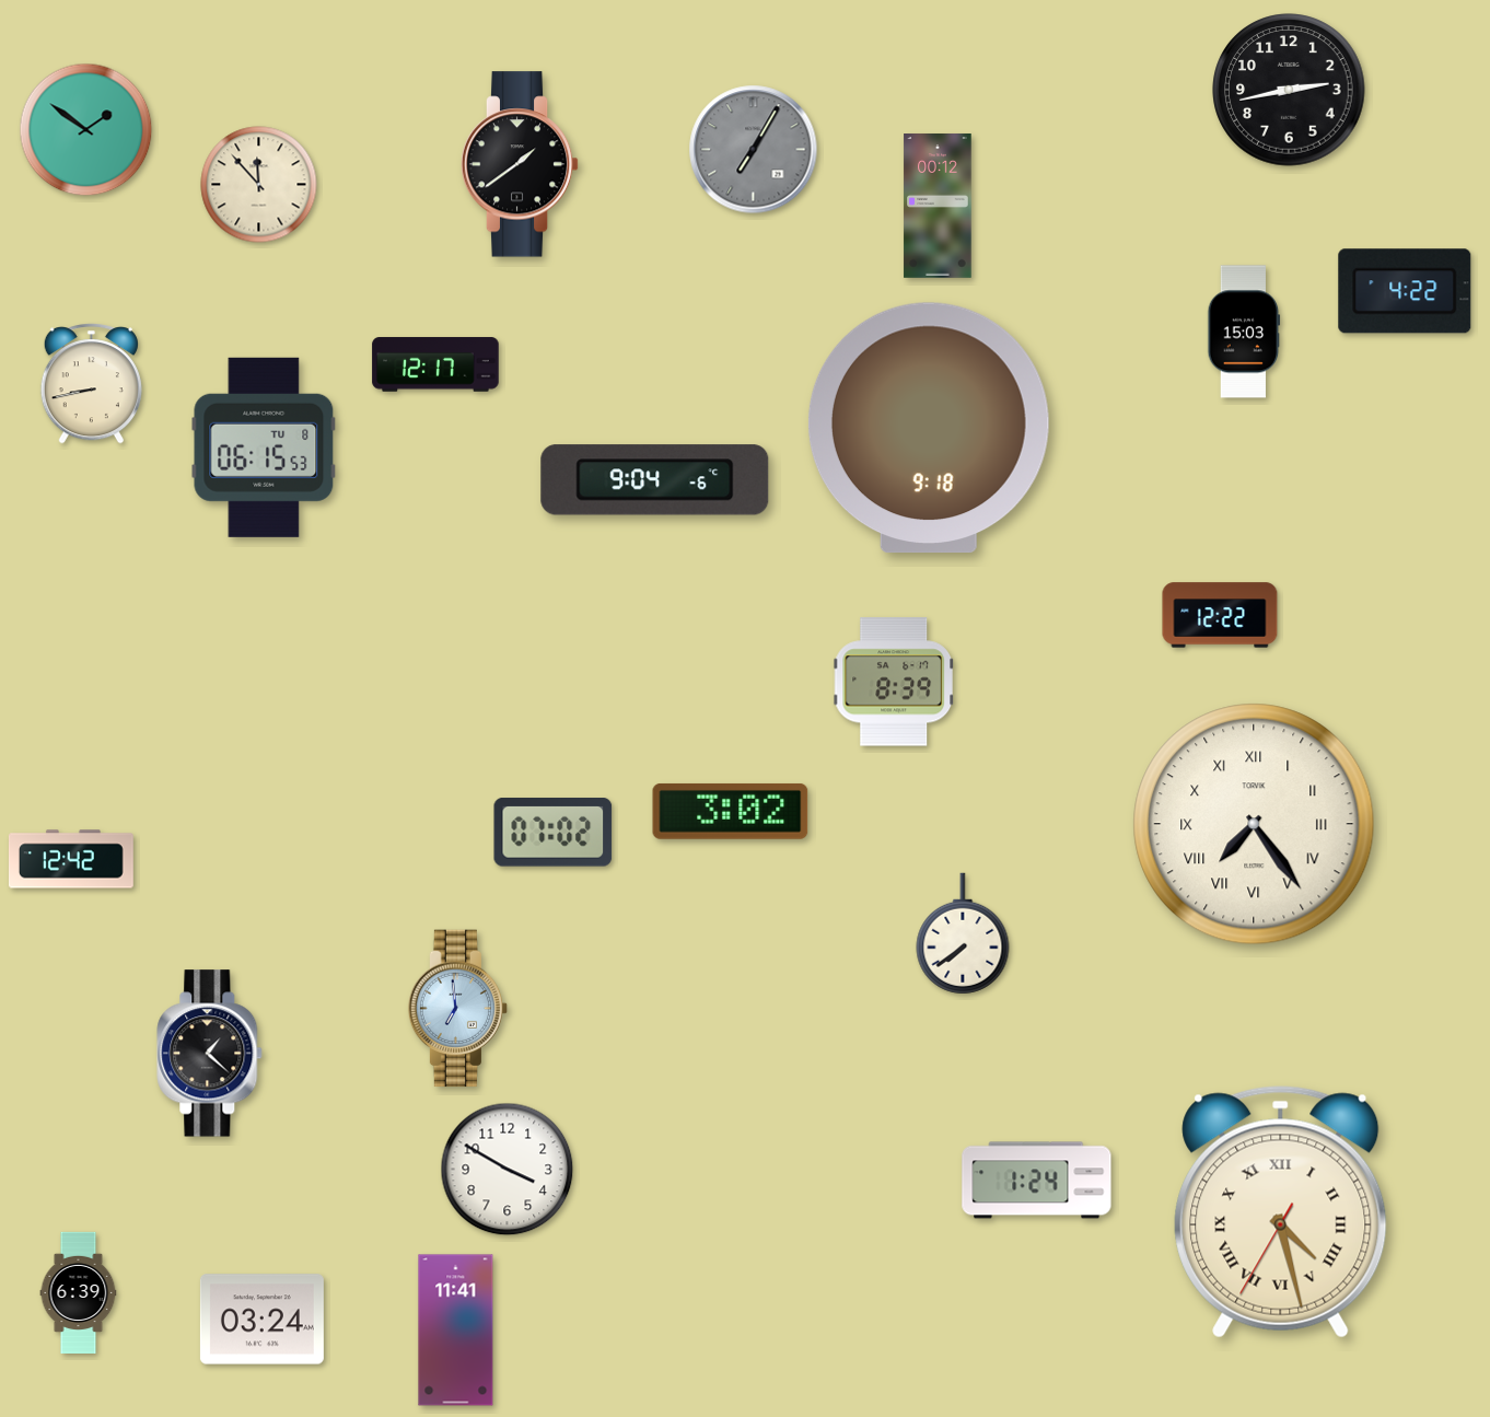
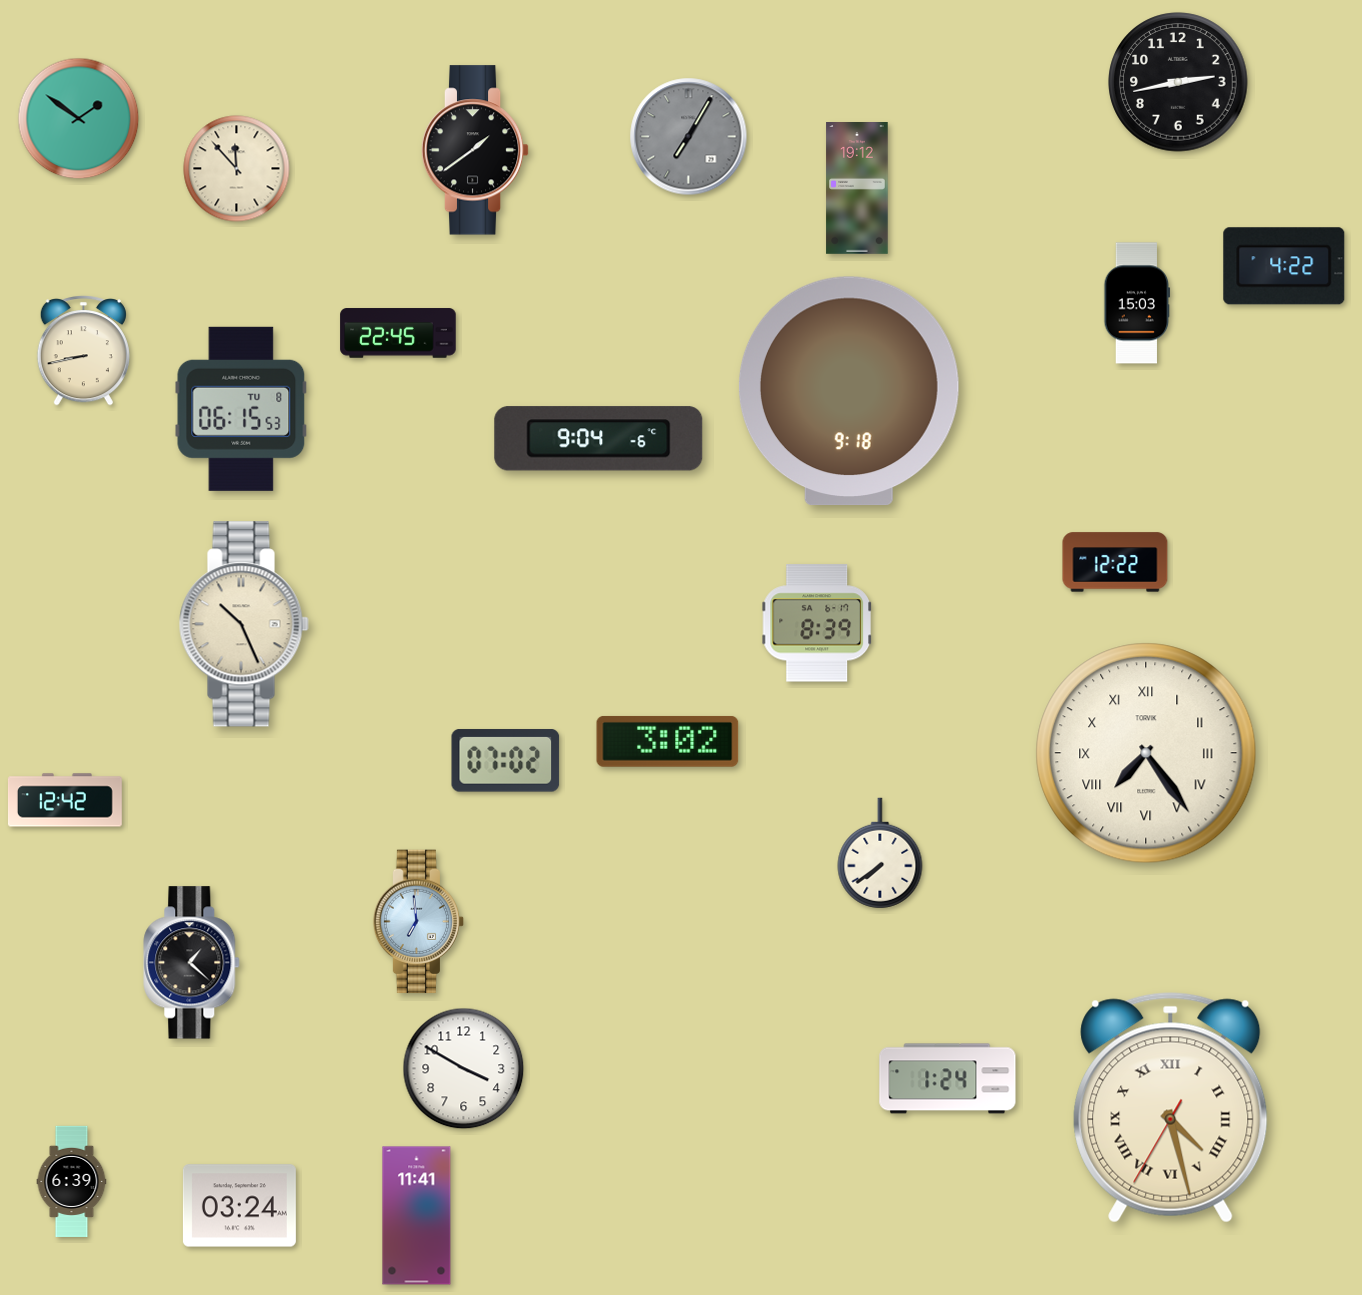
clock at (938, 207): 00:12 -> 19:12
clock at (435, 364): 12:17 -> 22:45
clock at (244, 624): none -> 10:26
clock at (71, 859) position: (71, 859) -> (65, 800)
